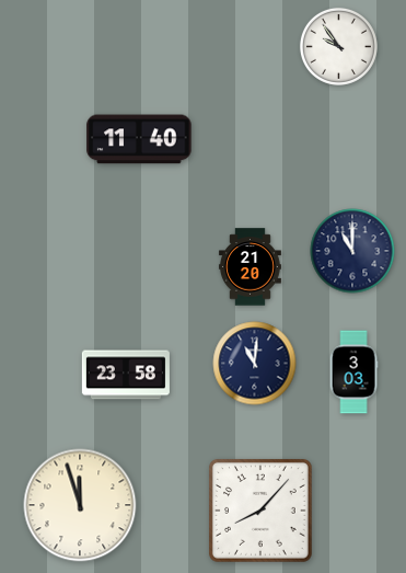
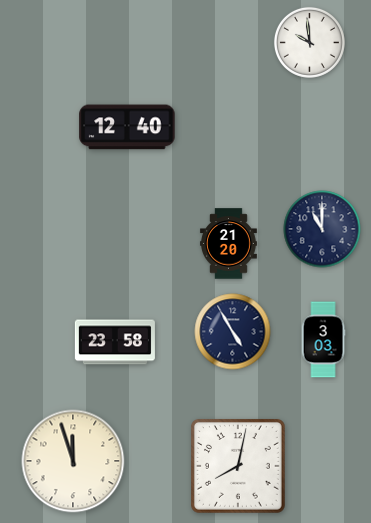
clock at (338, 46): 9:54 -> 9:59
clock at (139, 139): 11:40 -> 12:40
clock at (255, 364): 11:01 -> 4:55
clock at (262, 512): 8:07 -> 8:02
